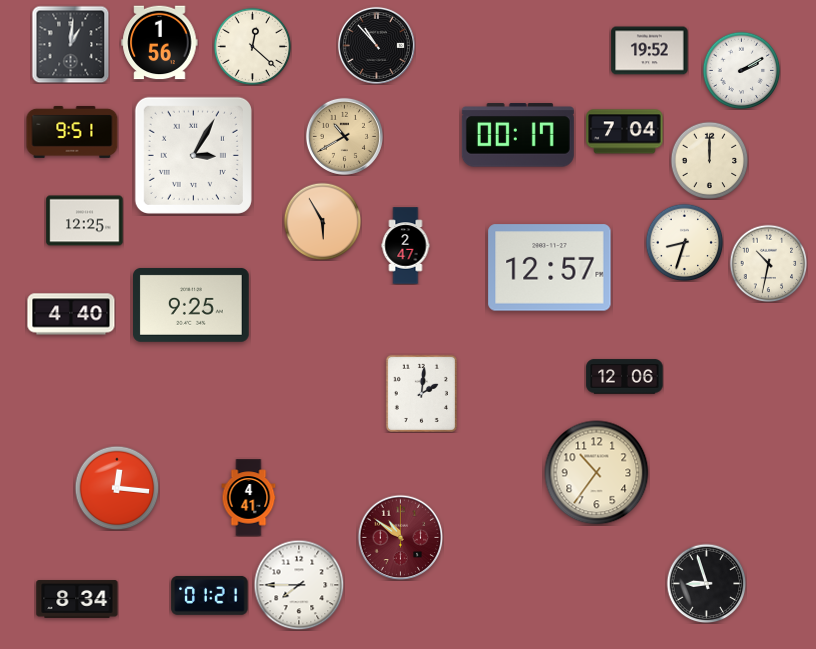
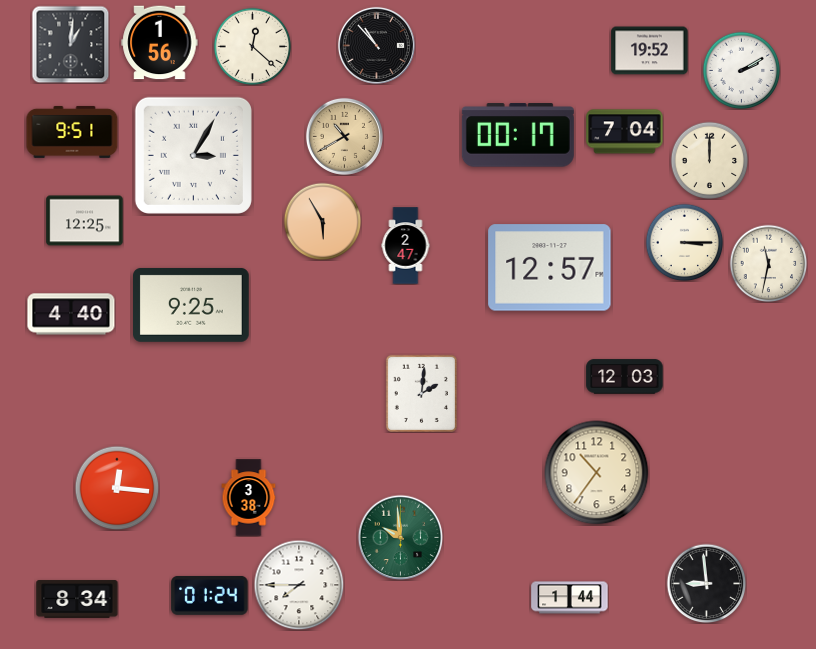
clock at (684, 242): 8:33 -> 3:15
clock at (768, 263): 10:32 -> 11:32
clock at (625, 377): 12:06 -> 12:03
clock at (249, 498): 4:41 -> 3:38
clock at (400, 537): 10:51 -> 9:59
clock at (400, 537) dial: burgundy -> green
clock at (706, 583): 8:57 -> 8:59
clock at (210, 595): 01:21 -> 01:24
clock at (570, 598): none -> 1:44
